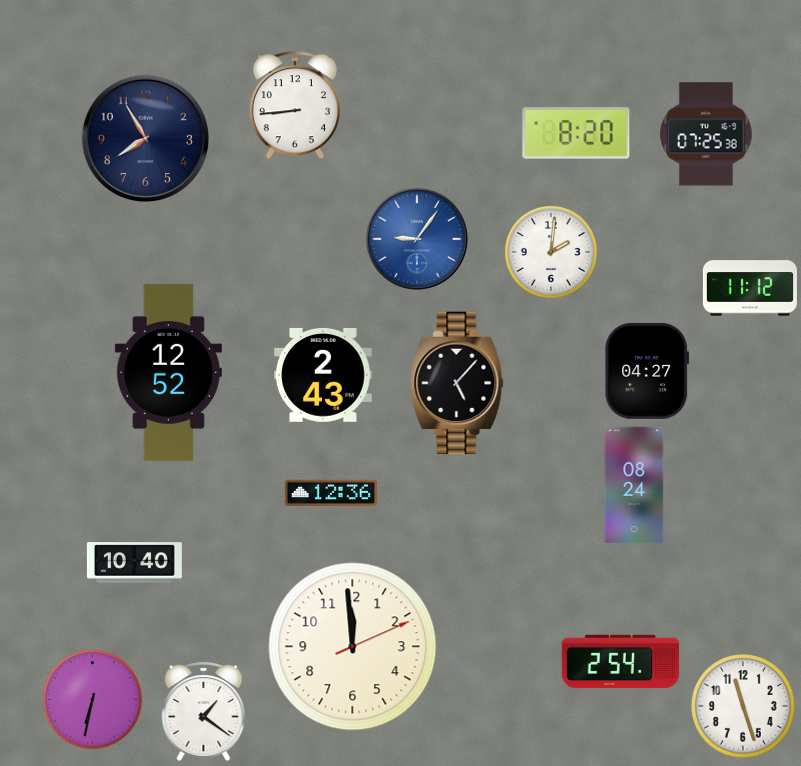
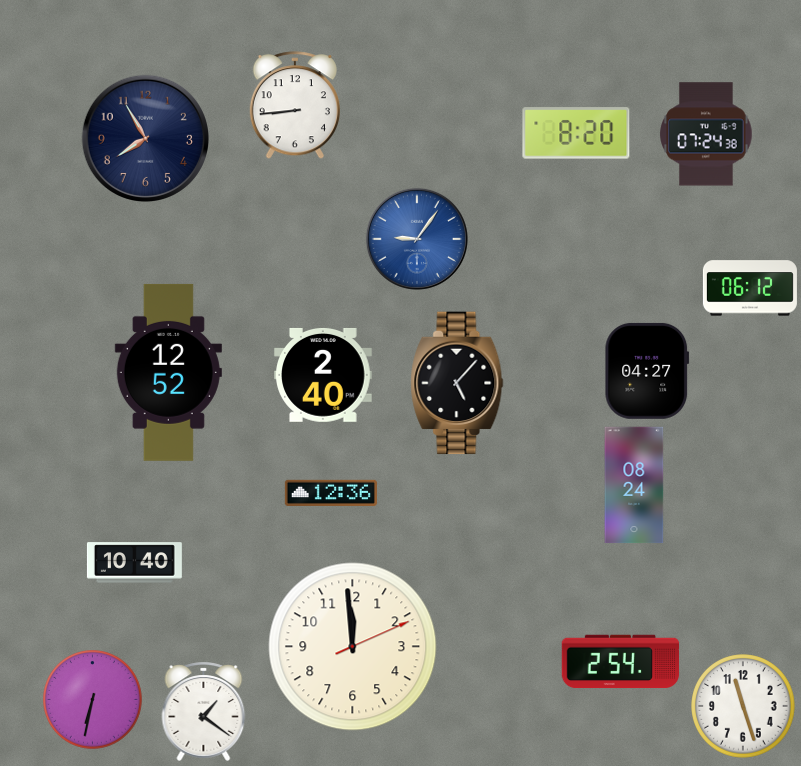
clock at (706, 134): 07:25 -> 07:24
clock at (551, 252): 2:01 -> none
clock at (750, 288): 11:12 -> 06:12
clock at (323, 375): 2:43 -> 2:40
